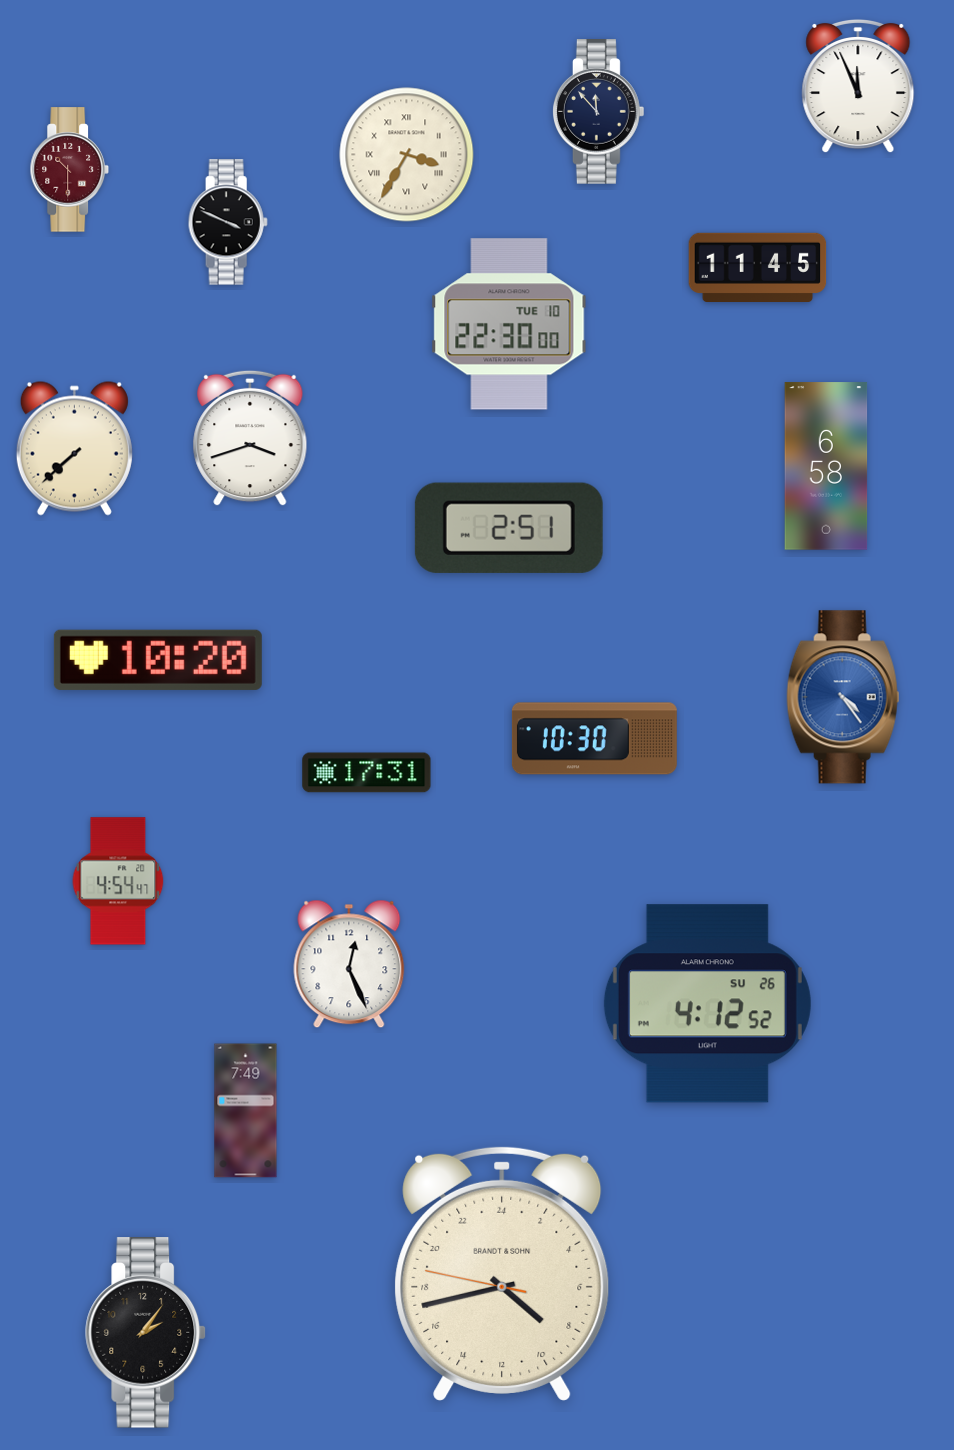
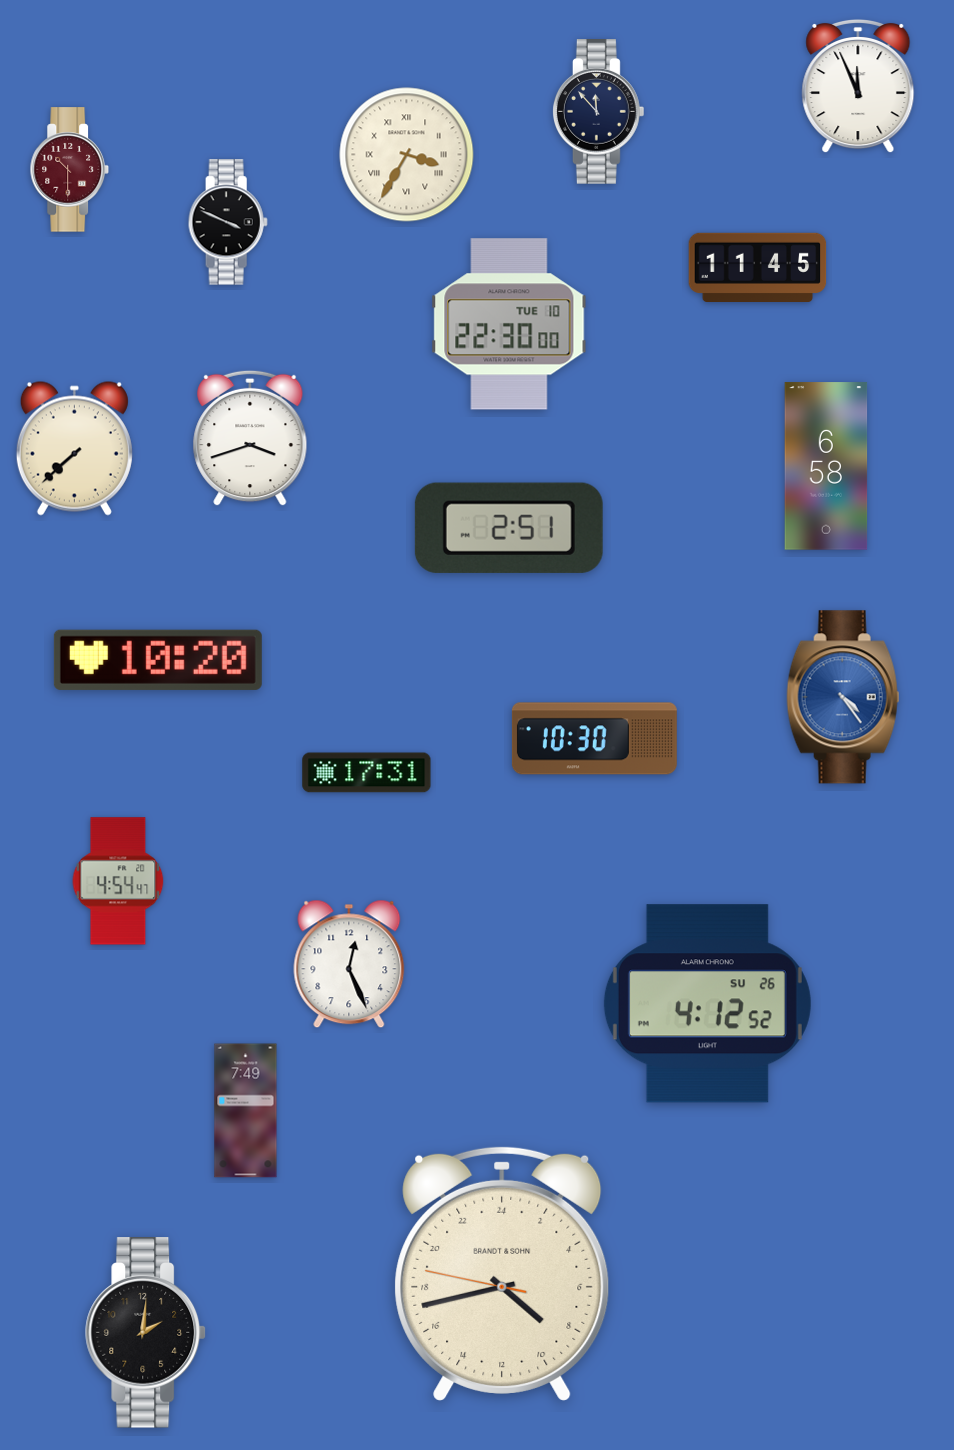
clock at (146, 1333): 2:06 -> 2:01
